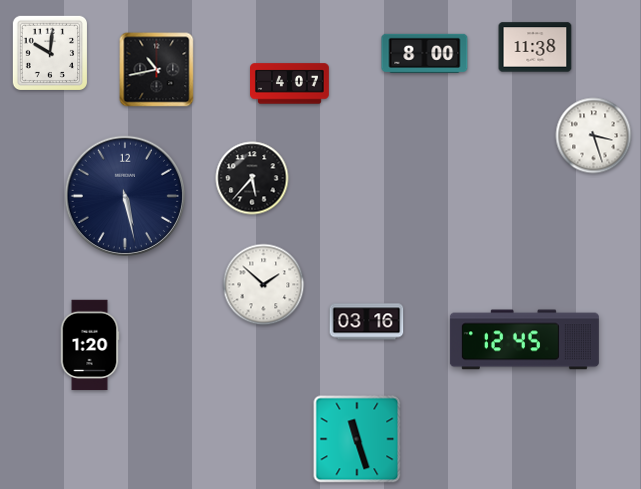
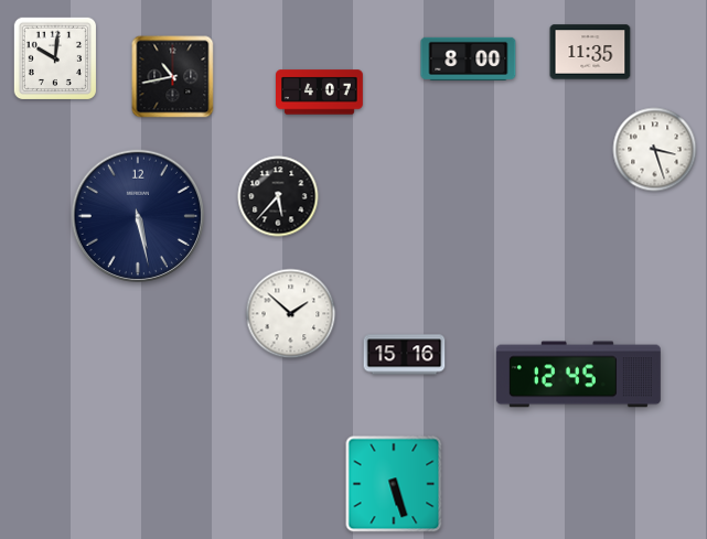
clock at (535, 47): 11:38 -> 11:35
clock at (367, 322): 03:16 -> 15:16
clock at (90, 345): 1:20 -> none
clock at (357, 439): 11:27 -> 5:27
